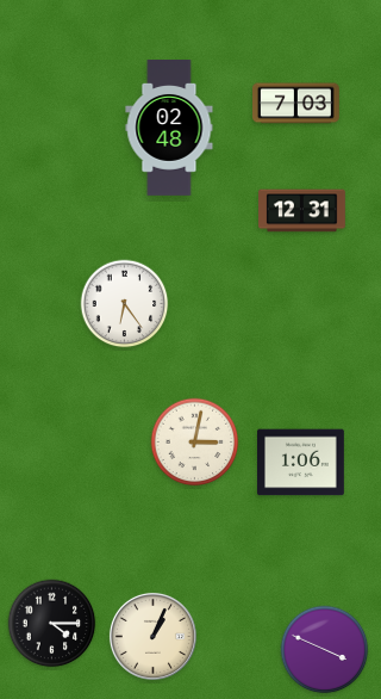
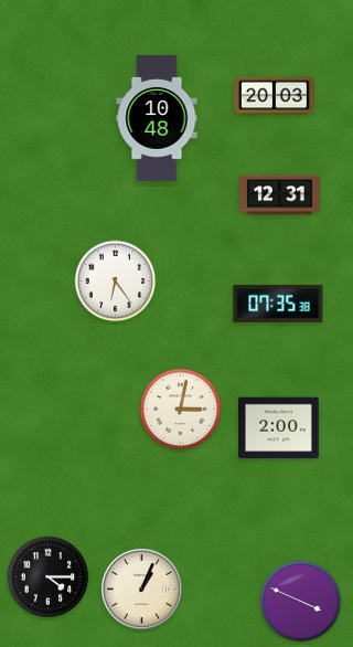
clock at (296, 104): 7:03 -> 20:03
clock at (169, 129): 02:48 -> 10:48
clock at (278, 304): none -> 07:35
clock at (301, 463): 1:06 -> 2:00
